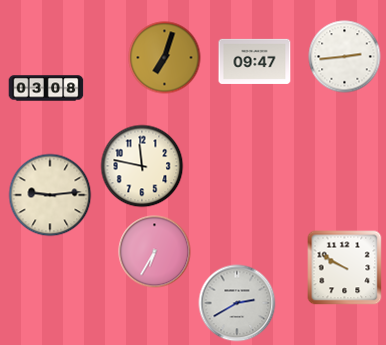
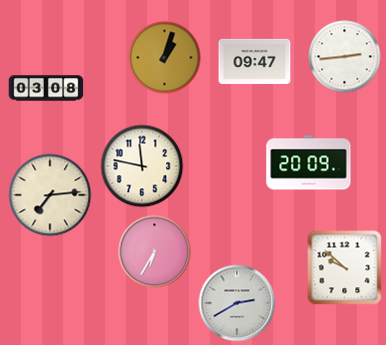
clock at (165, 58): 7:03 -> 1:03
clock at (309, 163): none -> 20:09
clock at (50, 195): 9:14 -> 7:14
clock at (345, 268): 9:50 -> 9:52
